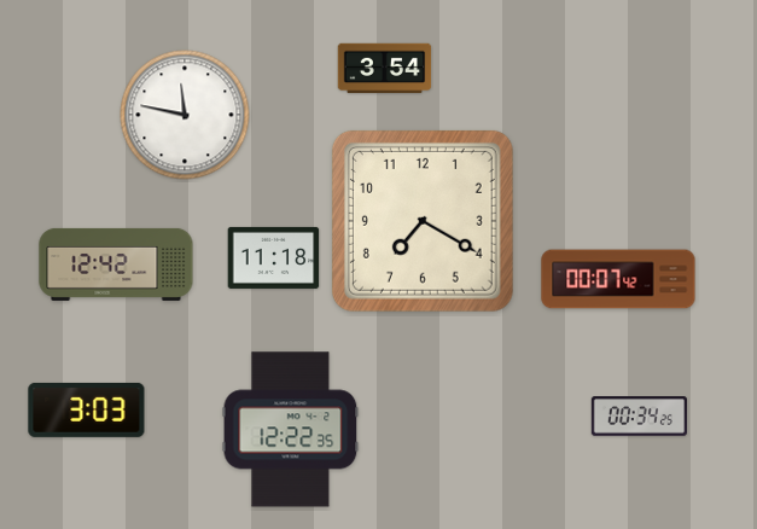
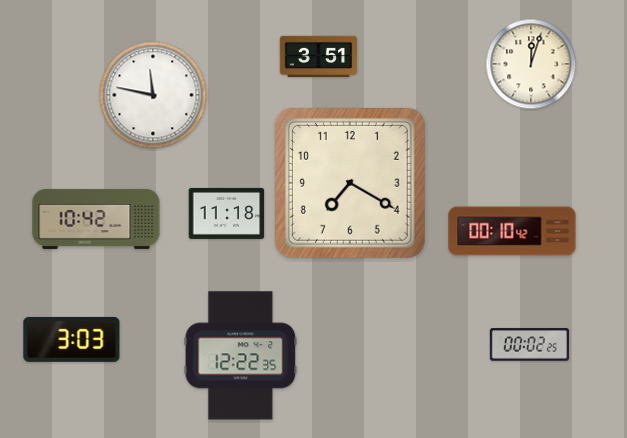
clock at (385, 68): 3:54 -> 3:51
clock at (531, 64): none -> 12:03
clock at (116, 264): 12:42 -> 10:42
clock at (618, 279): 00:07 -> 00:10
clock at (639, 417): 00:34 -> 00:02
